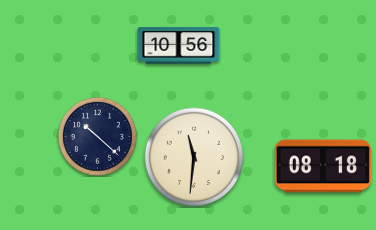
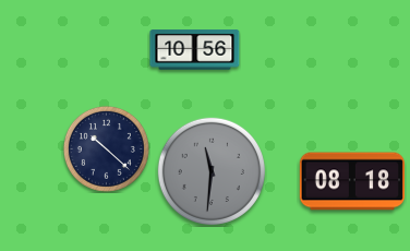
clock at (194, 157) dial: cream -> grey
